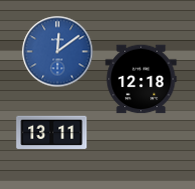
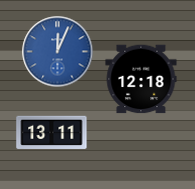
clock at (58, 52): 12:09 -> 12:04
